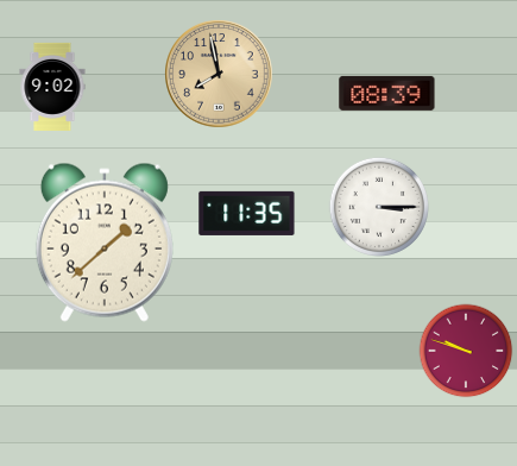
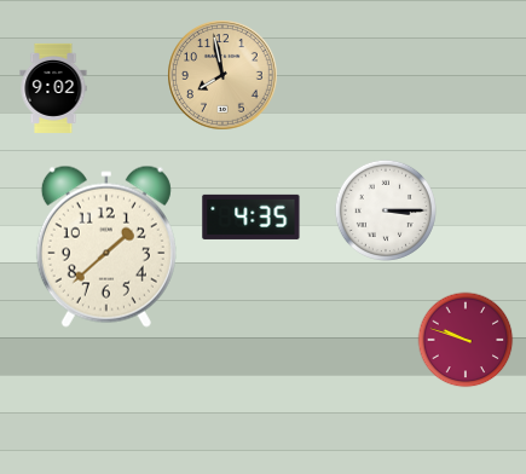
clock at (387, 93): 08:39 -> none
clock at (247, 213): 11:35 -> 4:35
clock at (466, 351) position: (466, 351) -> (466, 340)
